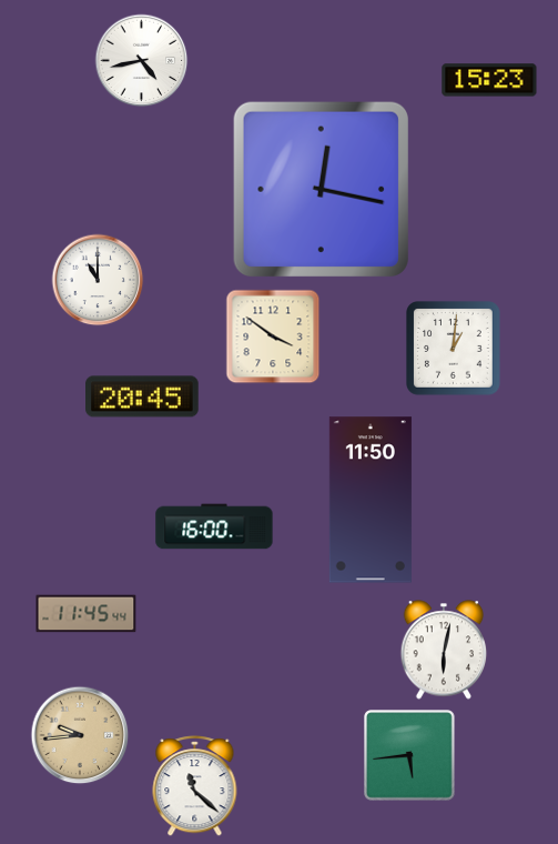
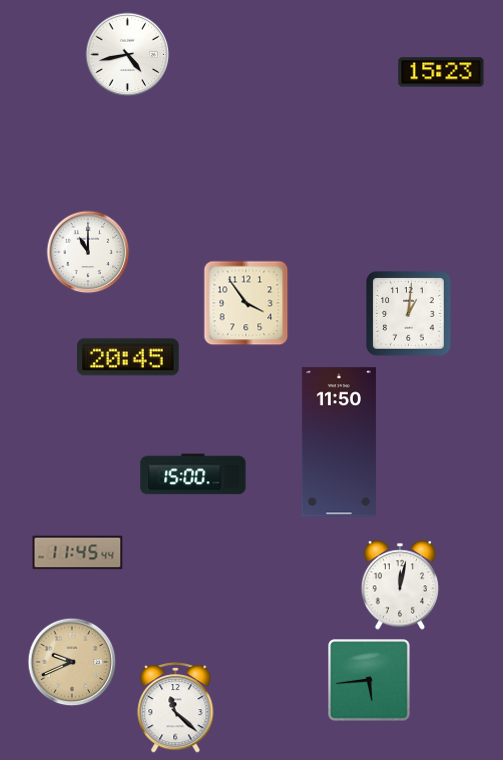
clock at (321, 189): 12:17 -> none
clock at (273, 336): 3:51 -> 3:54
clock at (371, 500) position: (371, 500) -> (339, 442)
clock at (214, 526): 16:00 -> 15:00
clock at (444, 650): 6:02 -> 12:02
clock at (80, 735): 9:44 -> 9:41
